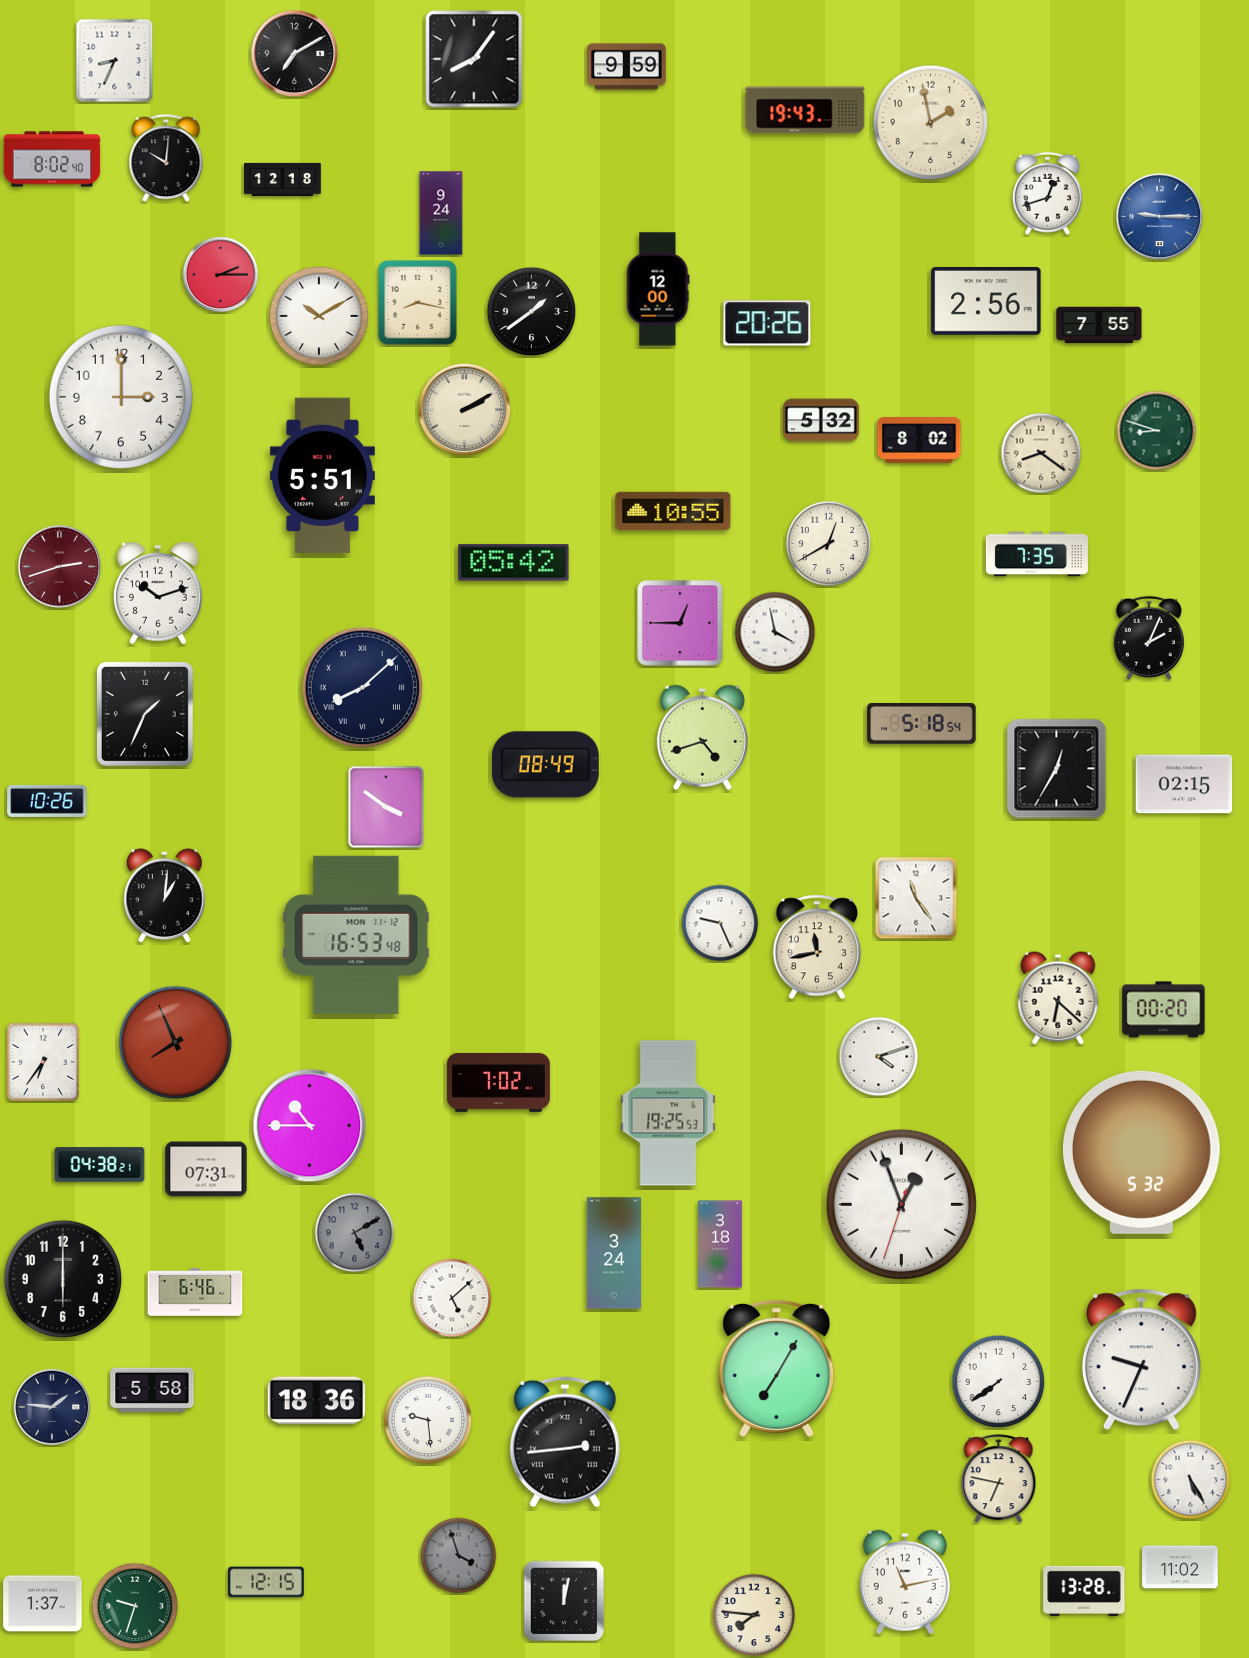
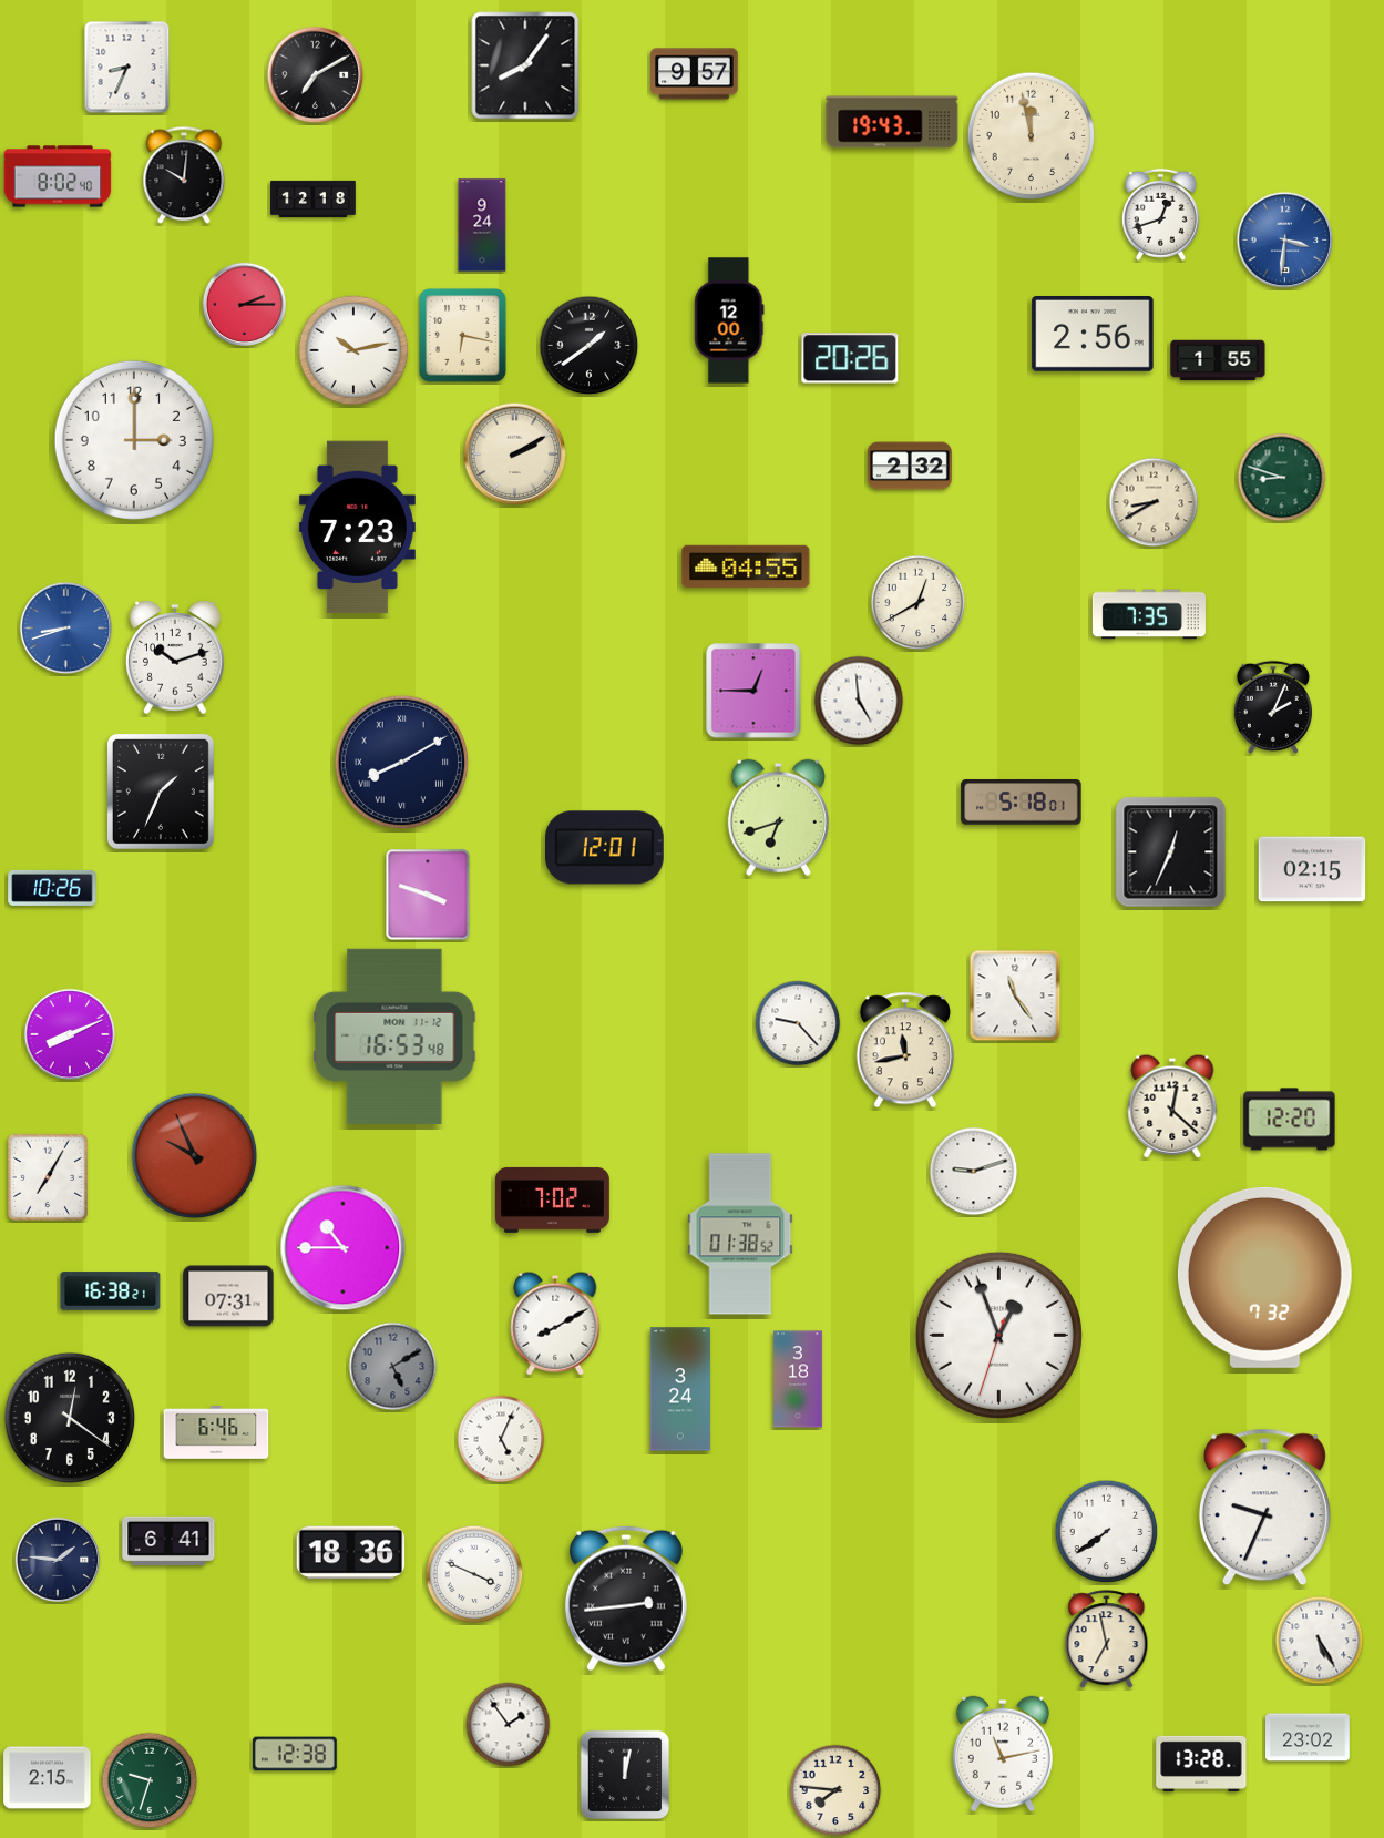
clock at (295, 54) position: (295, 54) -> (316, 75)
clock at (627, 67): 9:59 -> 9:57
clock at (931, 123): 1:58 -> 11:58
clock at (441, 213) position: (441, 213) -> (482, 225)
clock at (1160, 217): 9:15 -> 3:31
clock at (418, 303): 8:17 -> 6:17
clock at (319, 316): 10:10 -> 10:13
clock at (1099, 325): 7:55 -> 1:55
clock at (822, 420): 5:32 -> 2:32
clock at (919, 441): 8:02 -> none
clock at (1041, 453): 8:21 -> 8:40
clock at (322, 476): 5:51 -> 7:23
clock at (673, 511): 10:55 -> 04:55
clock at (514, 563): 05:42 -> none
clock at (60, 567): 2:42 -> 8:42
clock at (60, 567) dial: burgundy -> blue
clock at (775, 632): 3:58 -> 4:59
clock at (362, 687): 8:08 -> 8:10
clock at (922, 724): 5:18:54 -> 5:18:01
clock at (702, 737): 4:42 -> 6:42
clock at (546, 765): 08:49 -> 12:01
clock at (1057, 769): 12:35 -> 12:34
clock at (386, 807): 3:51 -> 3:48
clock at (165, 896): 1:01 -> none
clock at (720, 923): 9:26 -> 9:23
clock at (70, 1034): none -> 8:11
clock at (1058, 998): 6:22 -> 12:22
clock at (1164, 1010): 00:20 -> 12:20
clock at (176, 1043): 7:56 -> 9:56
clock at (879, 1057): 4:12 -> 9:12
clock at (43, 1062): 6:36 -> 7:05
clock at (668, 1113): 19:25 -> 01:38
clock at (1141, 1152): 5:32 -> 7:32
clock at (100, 1165): 04:38 -> 16:38
clock at (555, 1324): none -> 8:10
clock at (62, 1278): 6:00 -> 12:21
clock at (452, 1298): 5:08 -> 5:04
clock at (777, 1368): 7:05 -> none
clock at (152, 1390): 5:58 -> 6:41
clock at (428, 1420): 9:29 -> 3:49
clock at (999, 1479): 6:47 -> 6:58
clock at (459, 1556): 3:57 -> 1:54
clock at (459, 1556) dial: grey -> white
clock at (1181, 1567): 11:02 -> 23:02
clock at (267, 1582): 12:15 -> 12:38
clock at (43, 1604): 1:37 -> 2:15
